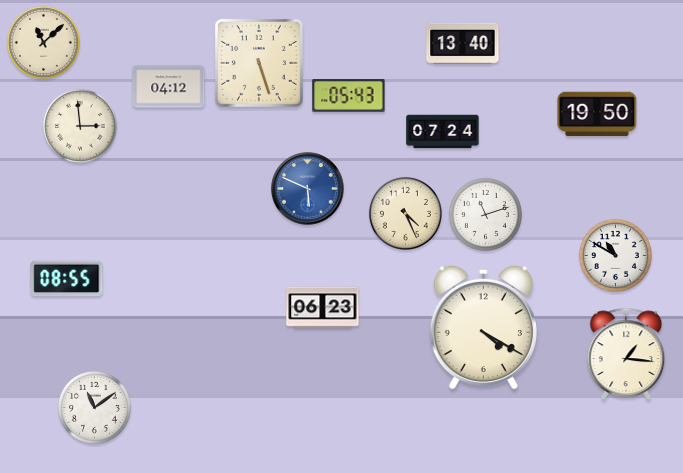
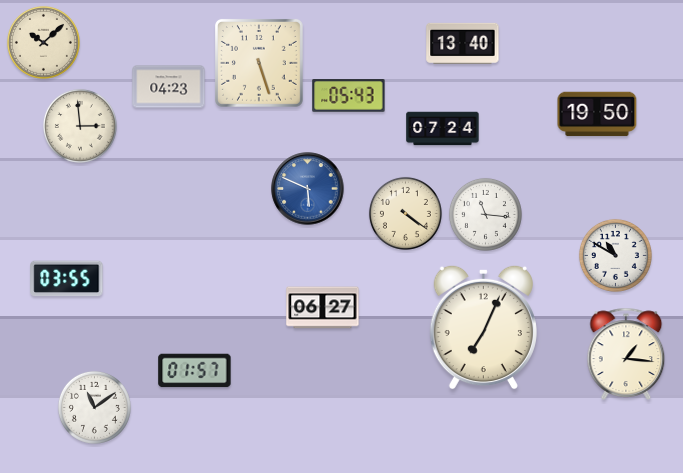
clock at (43, 42): 11:08 -> 10:08
clock at (169, 87): 04:12 -> 04:23
clock at (443, 132) position: (443, 132) -> (443, 129)
clock at (405, 213): 4:26 -> 4:21
clock at (485, 214): 11:12 -> 11:16
clock at (67, 279): 08:55 -> 03:55
clock at (323, 308): 06:23 -> 06:27
clock at (483, 327): 4:20 -> 7:04
clock at (195, 371): none -> 01:57
